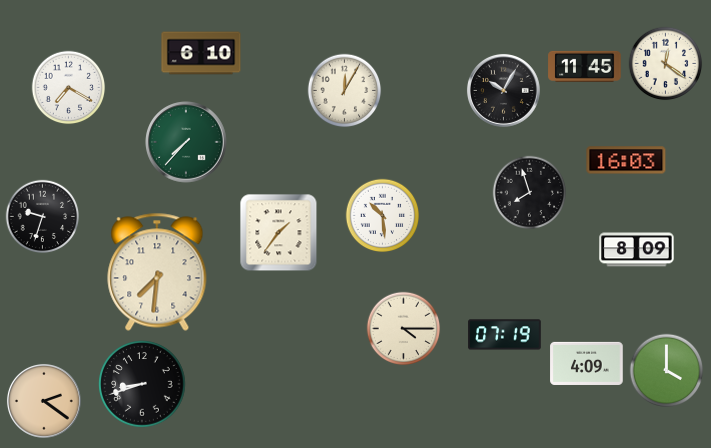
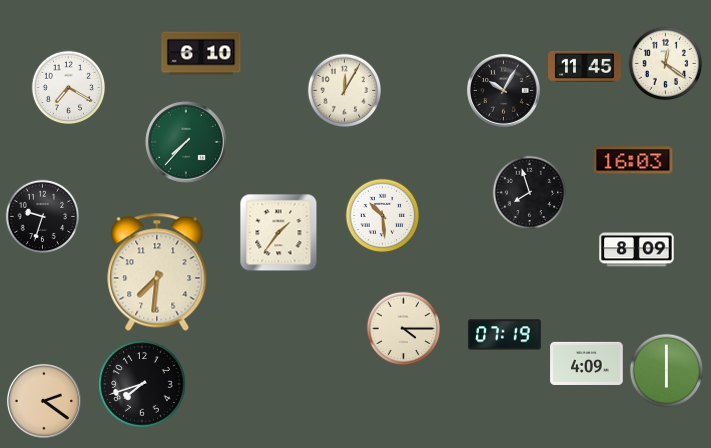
clock at (626, 160) position: (626, 160) -> (633, 160)
clock at (667, 371): 4:00 -> 6:00
clock at (142, 384): 8:42 -> 7:42
